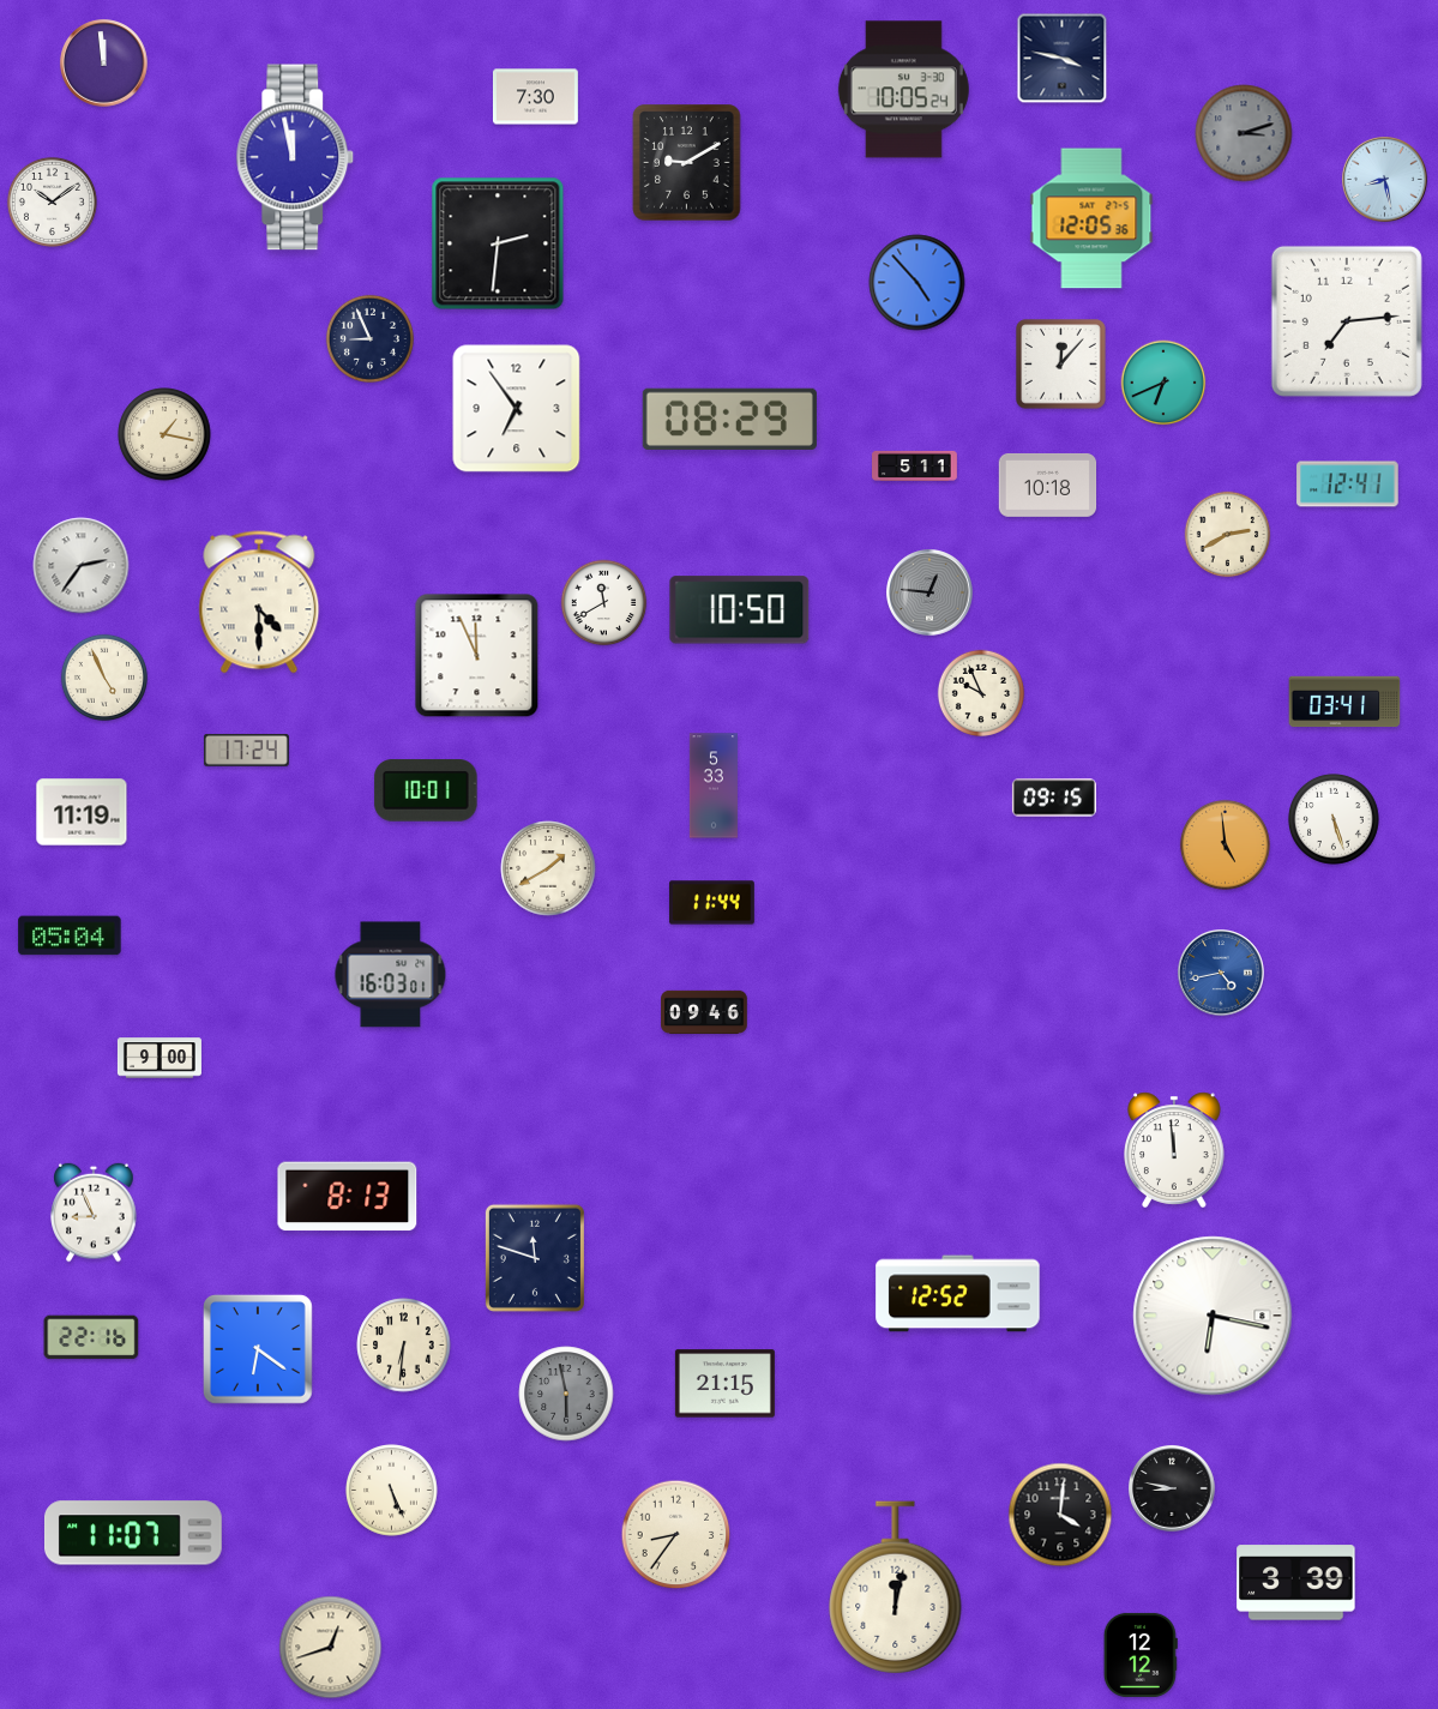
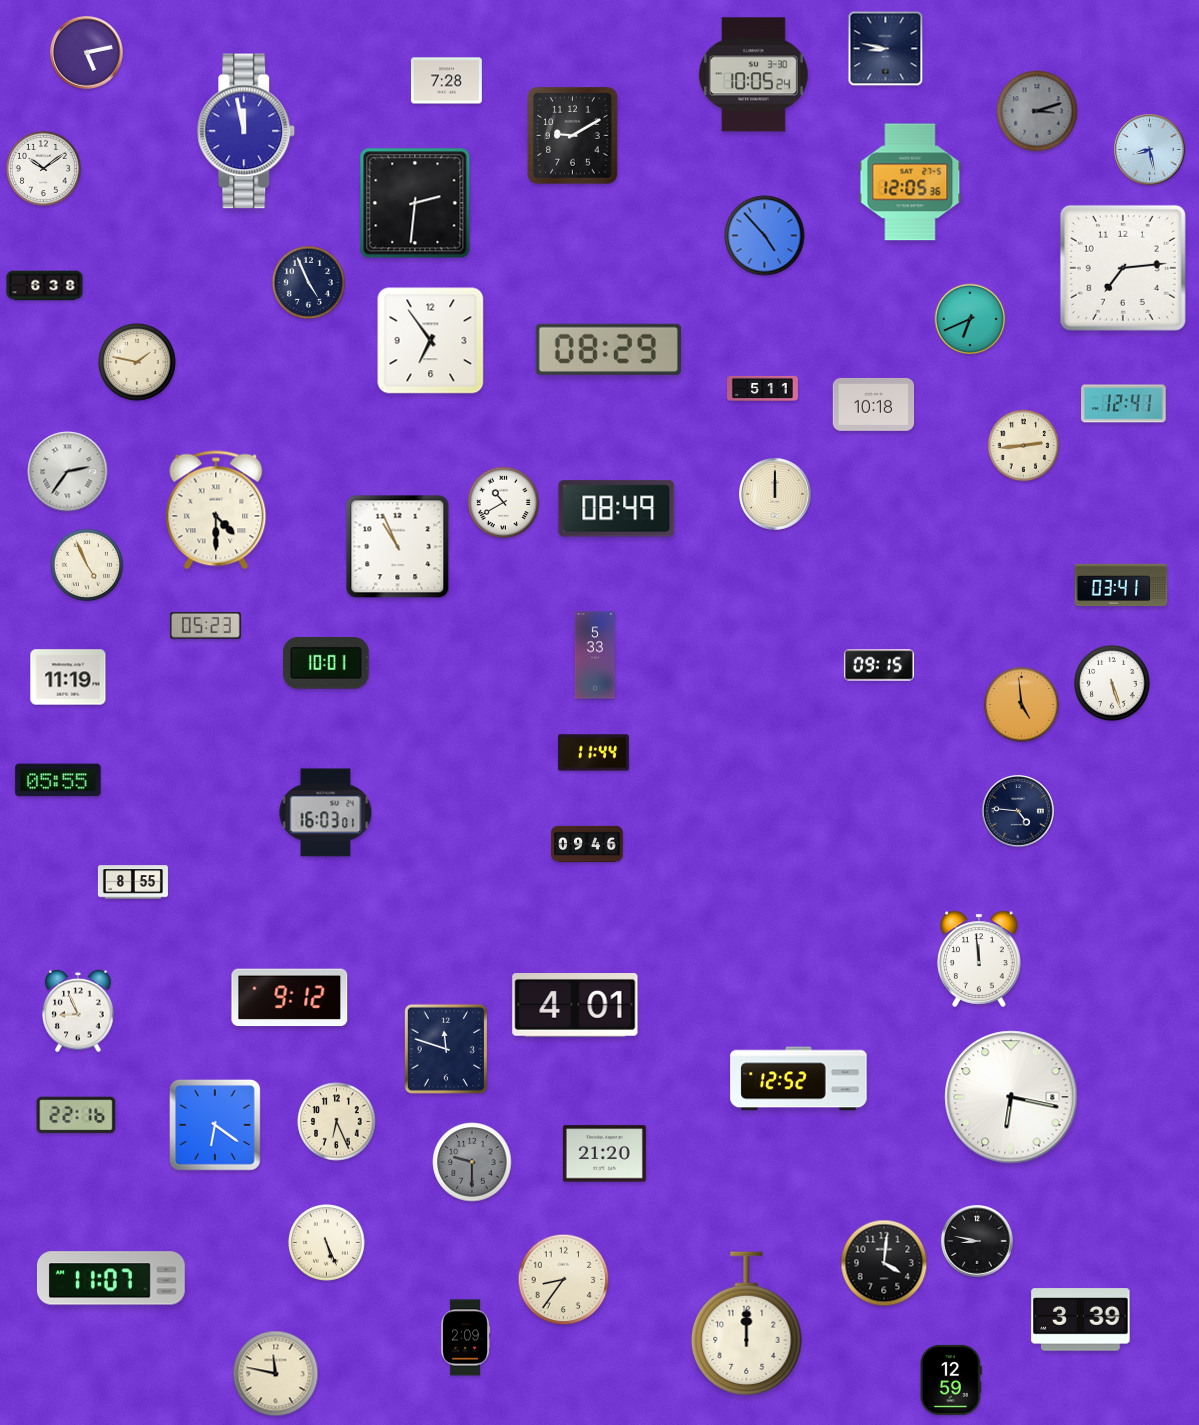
clock at (1063, 59): 3:47 -> 8:47
clock at (104, 64): 11:59 -> 5:13
clock at (536, 97): 7:30 -> 7:28
clock at (1385, 180) position: (1385, 180) -> (1150, 150)
clock at (369, 338): 8:56 -> 4:56
clock at (45, 286): none -> 6:38
clock at (1061, 365): 12:07 -> none
clock at (164, 434): 1:17 -> 1:47
clock at (1228, 535): 2:40 -> 2:44
clock at (931, 594): 12:46 -> 12:00
clock at (931, 594) dial: grey -> cream
clock at (259, 602) position: (259, 602) -> (216, 510)
clock at (604, 603): 11:40 -> 10:40
clock at (740, 610): 10:50 -> 08:49
clock at (477, 656): 11:56 -> 10:56
clock at (981, 693): 9:56 -> none
clock at (246, 750): 17:24 -> 05:23
clock at (426, 790) position: (426, 790) -> (326, 663)
clock at (548, 868): 1:40 -> none
clock at (70, 935): 05:04 -> 05:55
clock at (1222, 974): 4:43 -> 4:46
clock at (1222, 974) dial: blue -> navy
clock at (160, 1058): 9:00 -> 8:55
clock at (348, 1197): 8:13 -> 9:12
clock at (575, 1006): none -> 4:01
clock at (404, 1346): 6:31 -> 6:26
clock at (724, 1384): 21:15 -> 21:20
clock at (566, 1394): 5:58 -> 9:30
clock at (896, 1587): 12:02 -> 12:00
clock at (466, 1338): none -> 2:09
clock at (331, 1648): 12:42 -> 11:47
clock at (1141, 1655): 12:12 -> 12:59
